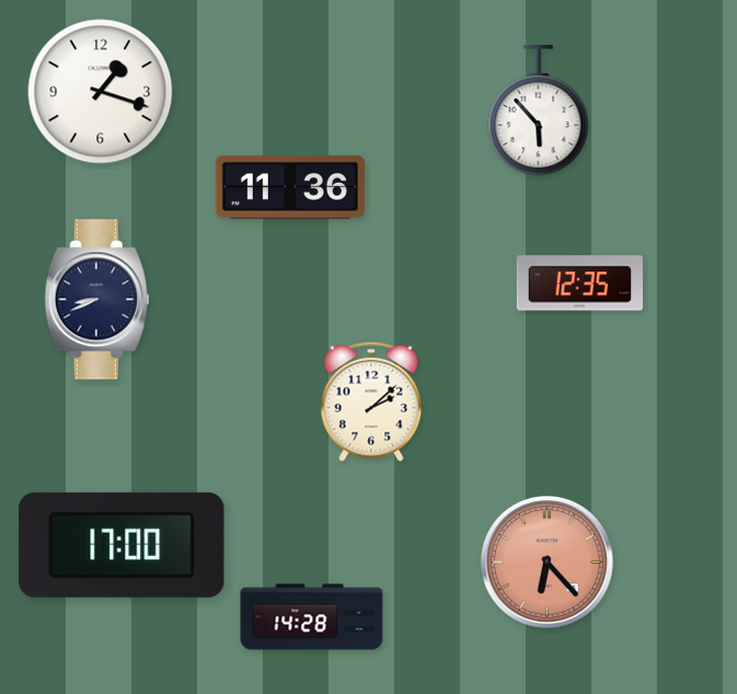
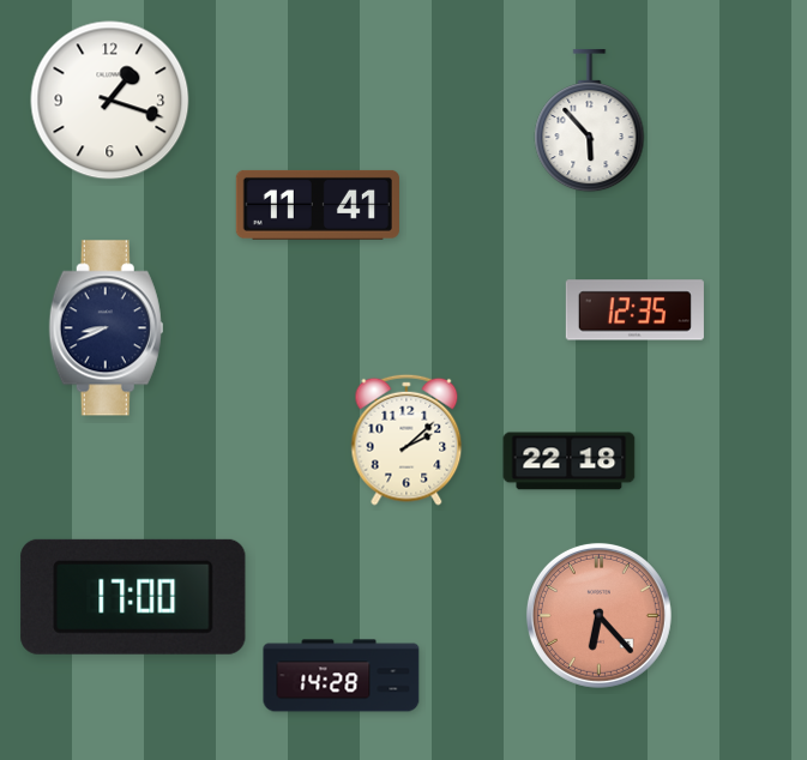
clock at (290, 187): 11:36 -> 11:41
clock at (570, 462): none -> 22:18
